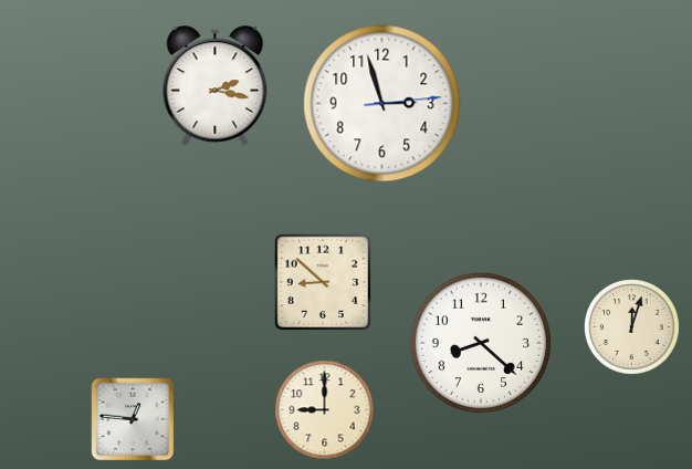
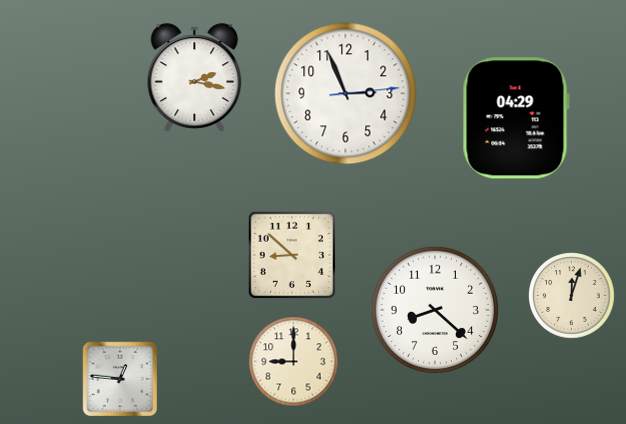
clock at (382, 104): 2:57 -> 2:56
clock at (516, 118): none -> 04:29
clock at (325, 410) position: (325, 410) -> (294, 362)
